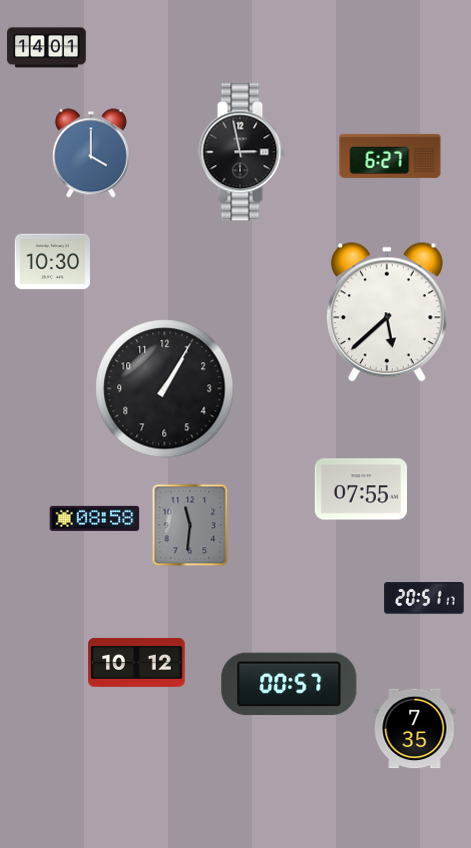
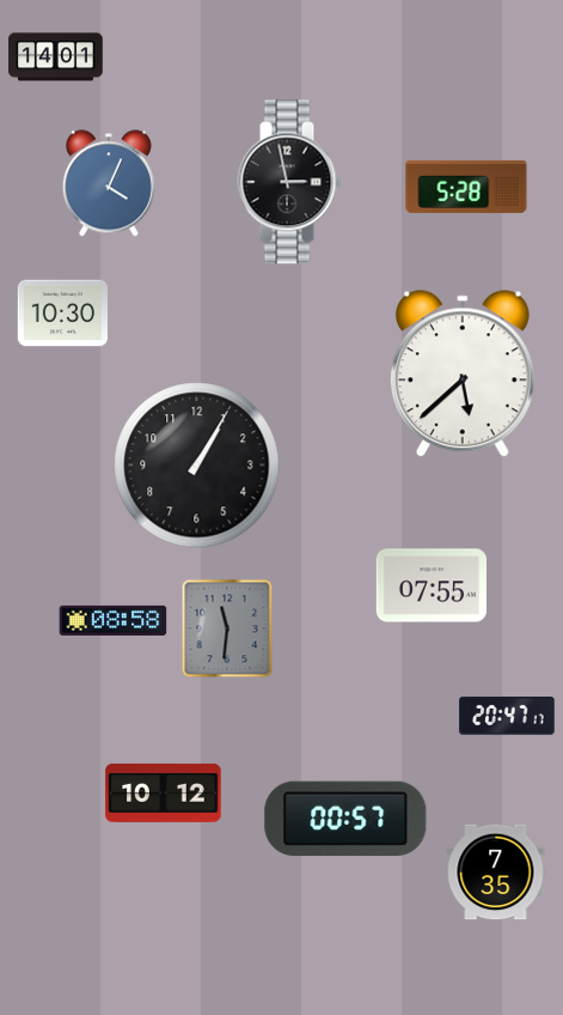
clock at (91, 153): 4:00 -> 4:04
clock at (390, 156): 6:27 -> 5:28
clock at (424, 598): 20:51 -> 20:47
